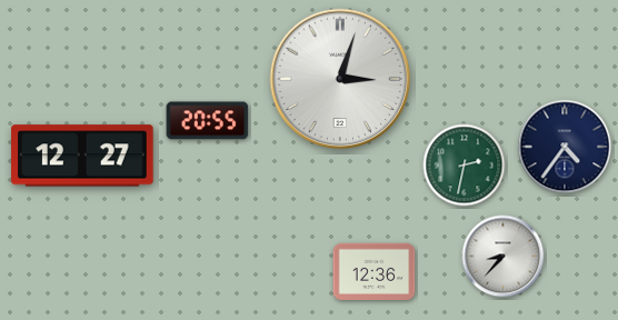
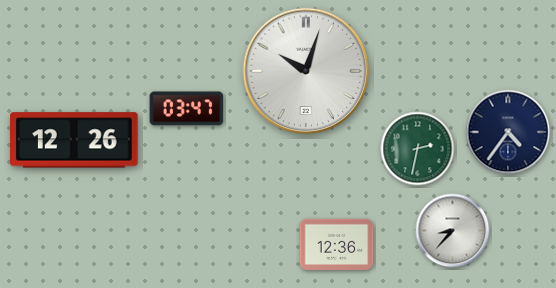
clock at (340, 79): 3:03 -> 10:03
clock at (208, 121): 20:55 -> 03:47
clock at (82, 156): 12:27 -> 12:26
